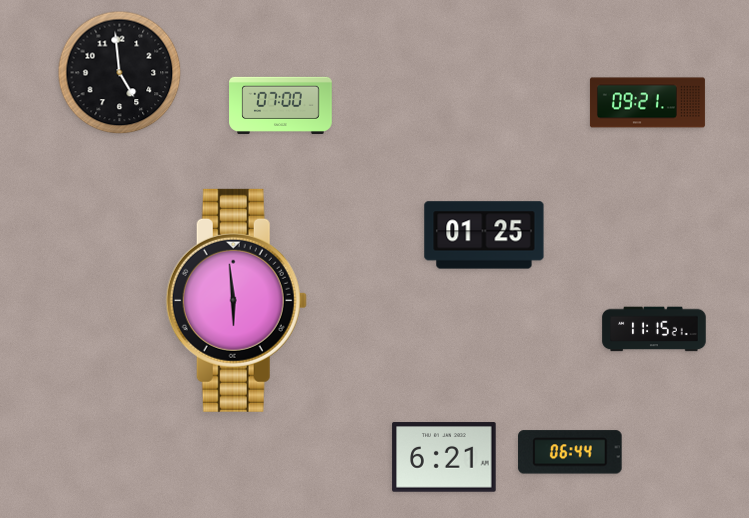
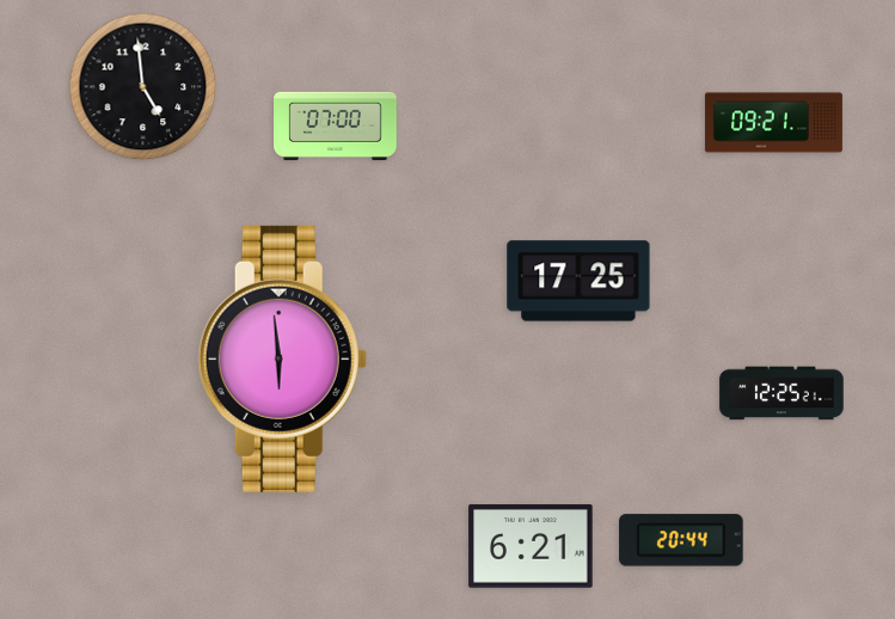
clock at (484, 235): 01:25 -> 17:25
clock at (654, 329): 11:15 -> 12:25
clock at (570, 452): 06:44 -> 20:44
